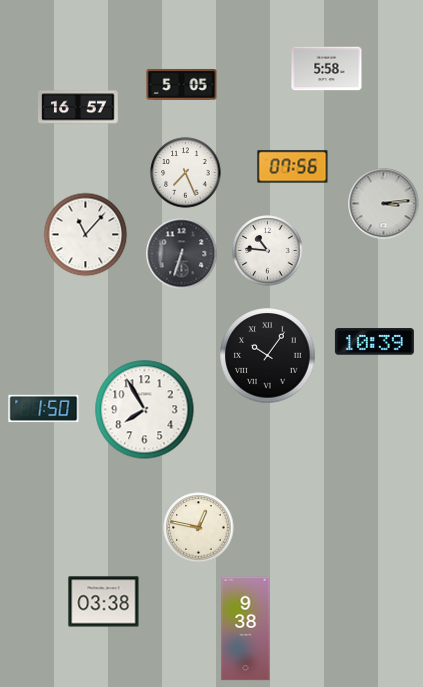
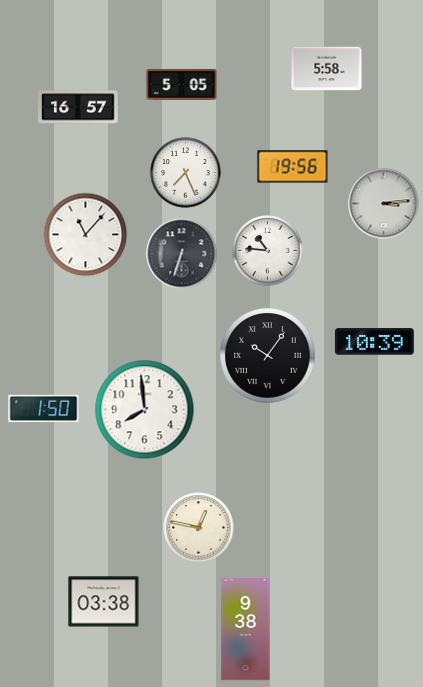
clock at (293, 167): 07:56 -> 19:56
clock at (145, 410): 7:55 -> 7:59
